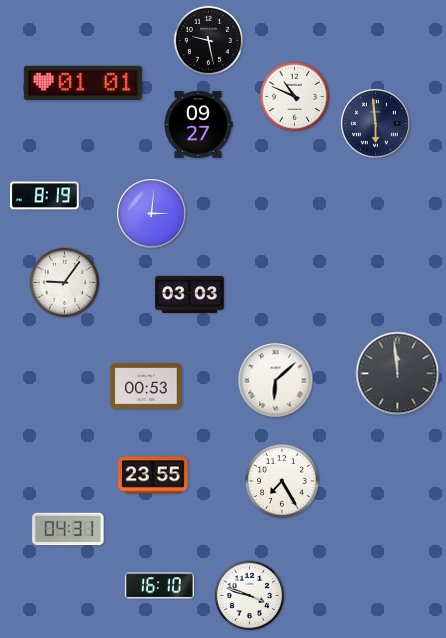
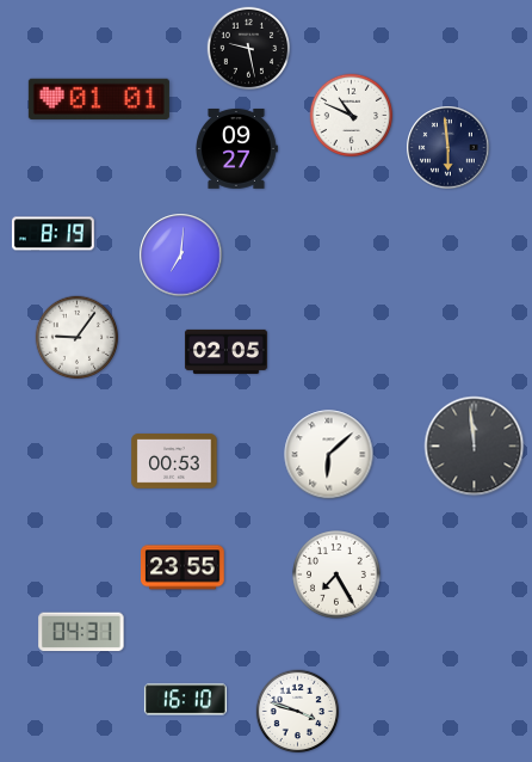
clock at (152, 214): 3:01 -> 7:01
clock at (189, 294): 03:03 -> 02:05
clock at (159, 586) position: (159, 586) -> (185, 700)
